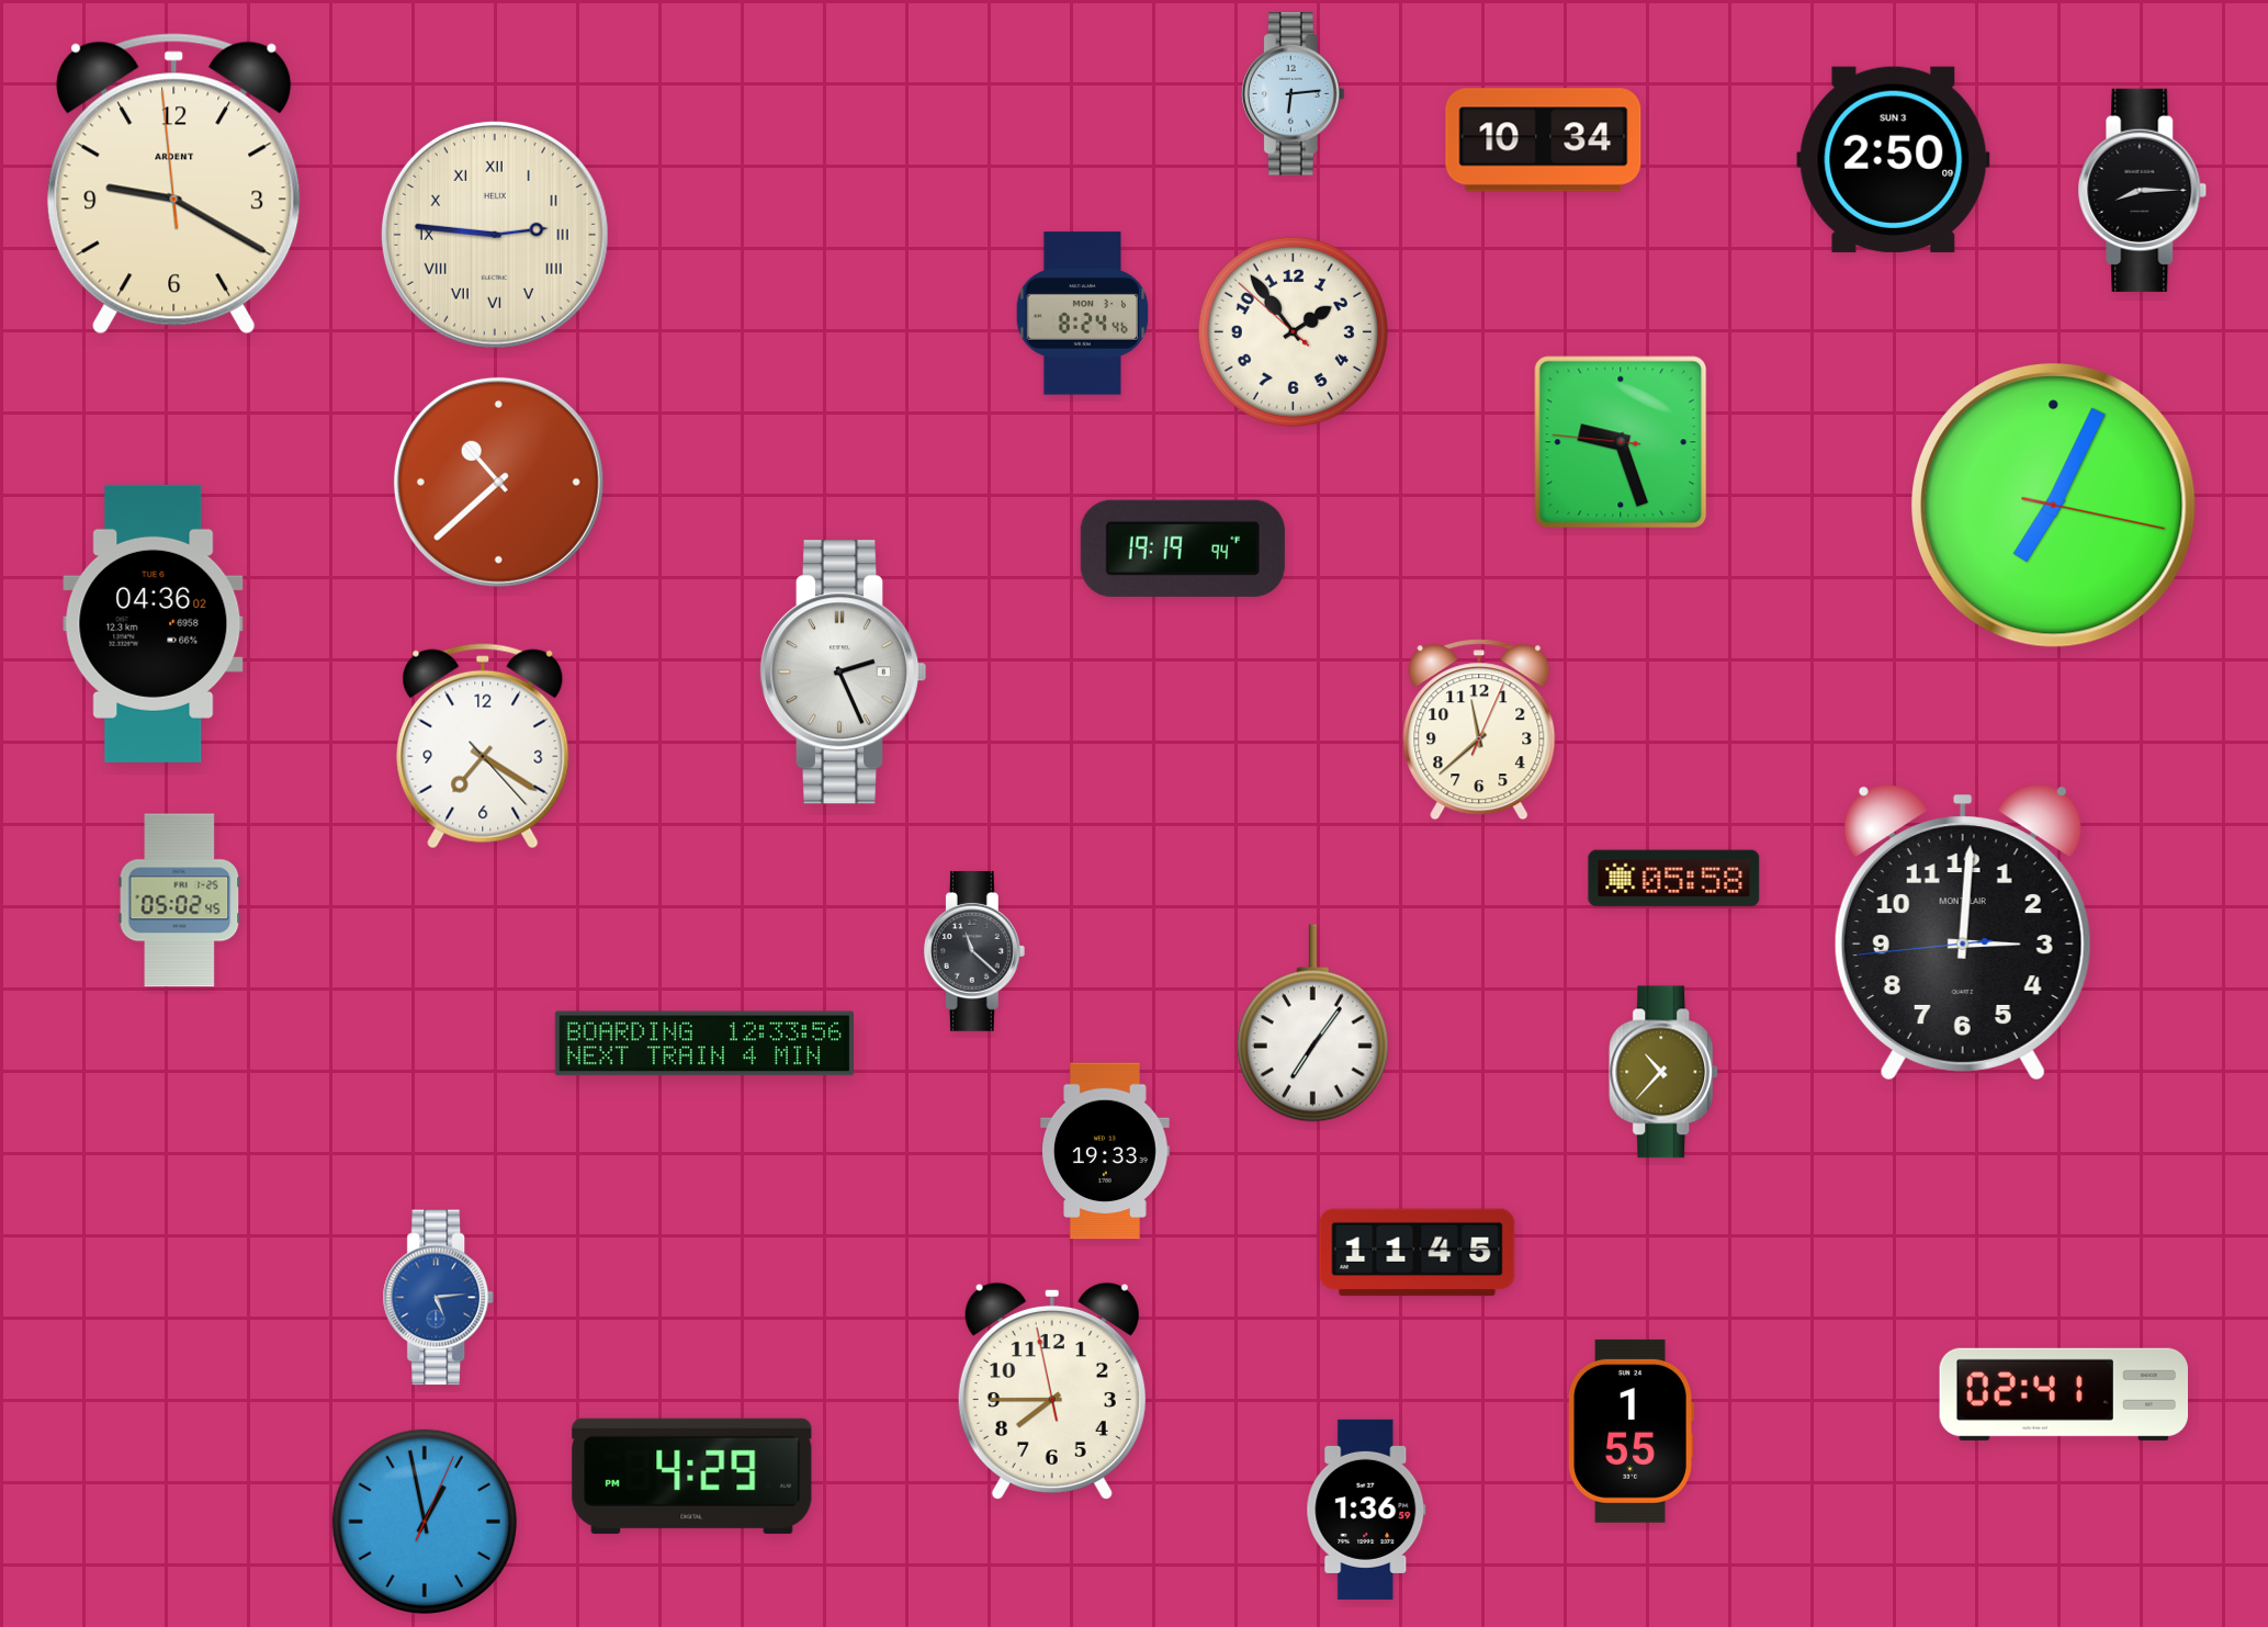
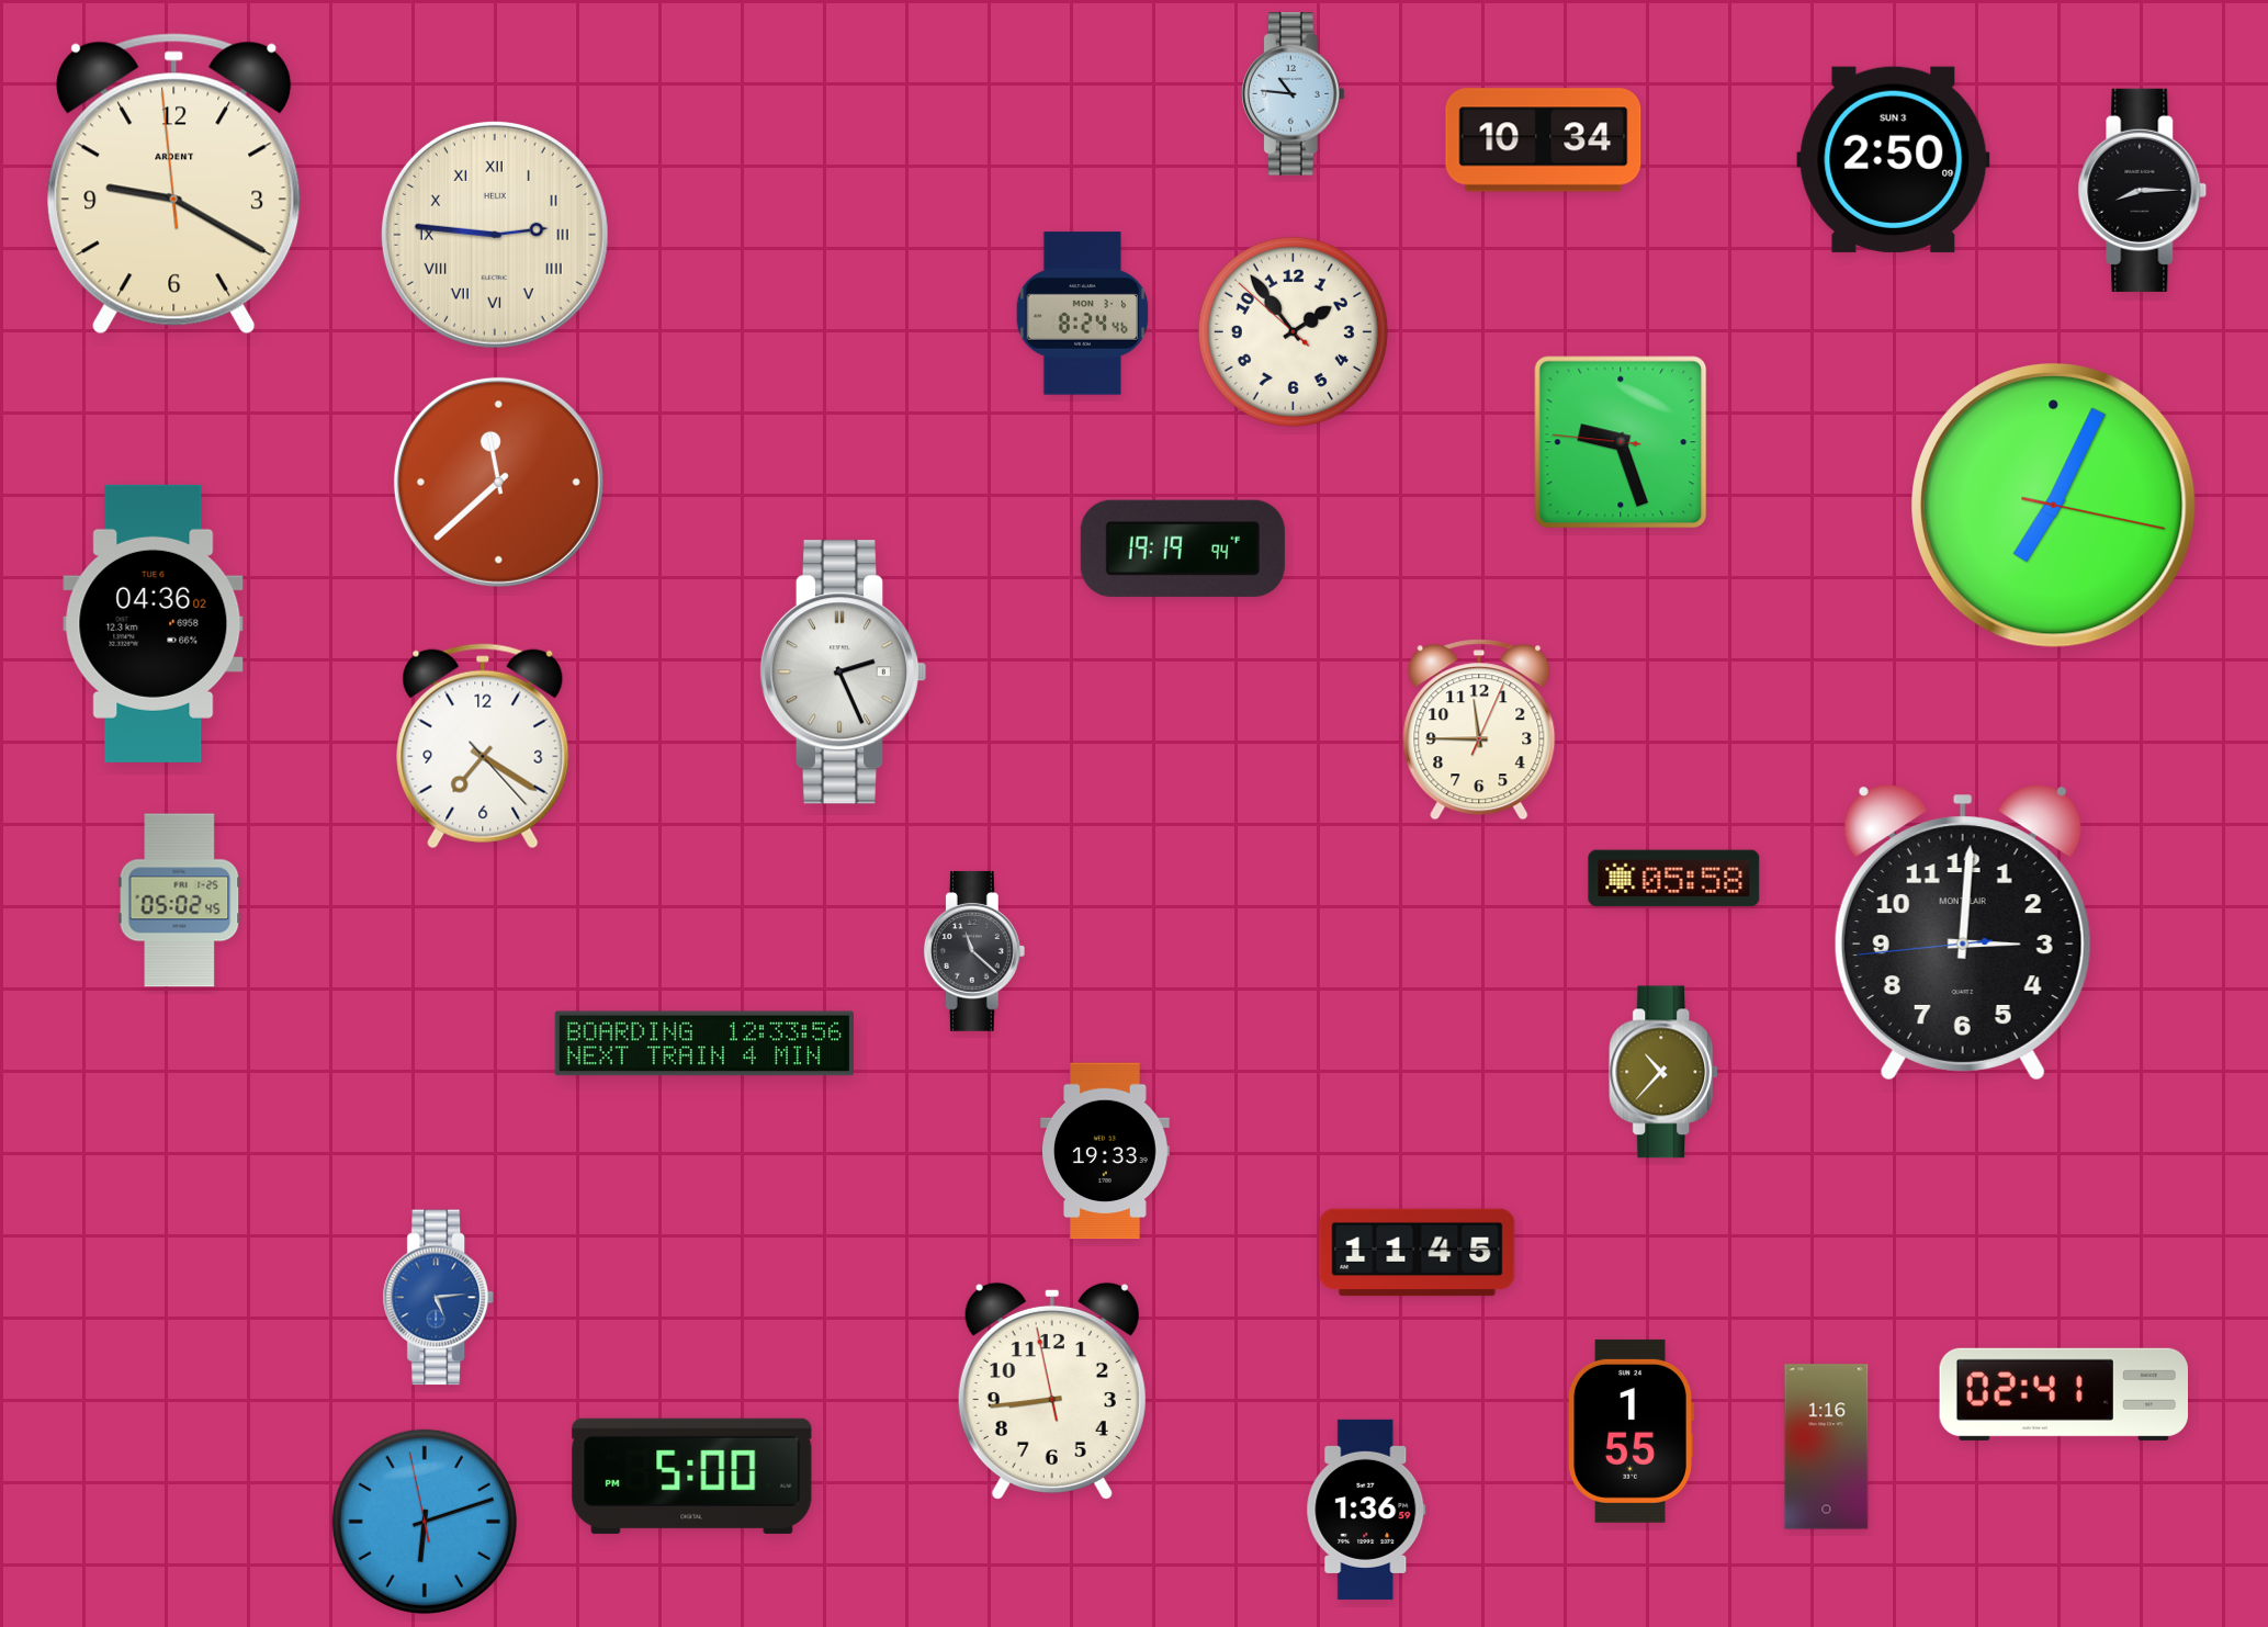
clock at (1293, 94): 6:14 -> 10:46
clock at (498, 482): 10:38 -> 11:38
clock at (1479, 730): 11:38 -> 11:45
clock at (1312, 1024): 7:06 -> none
clock at (1052, 1391): 7:44 -> 8:43
clock at (1827, 1447): none -> 1:16
clock at (692, 1476): 4:29 -> 5:00
clock at (425, 1522): 12:58 -> 6:11
